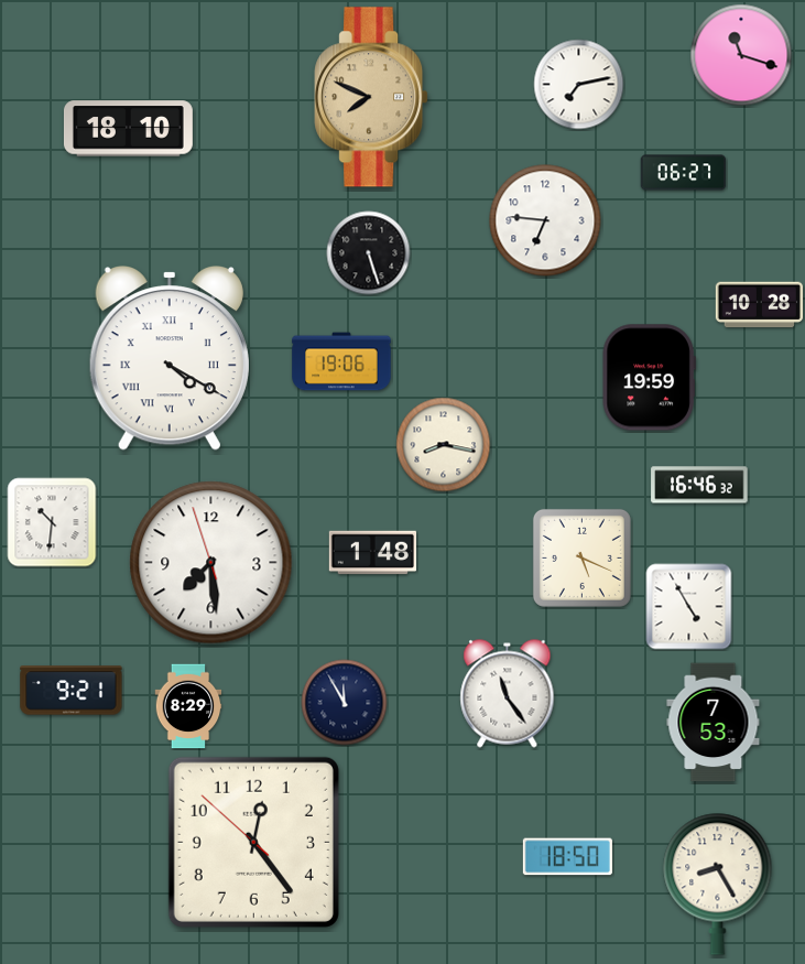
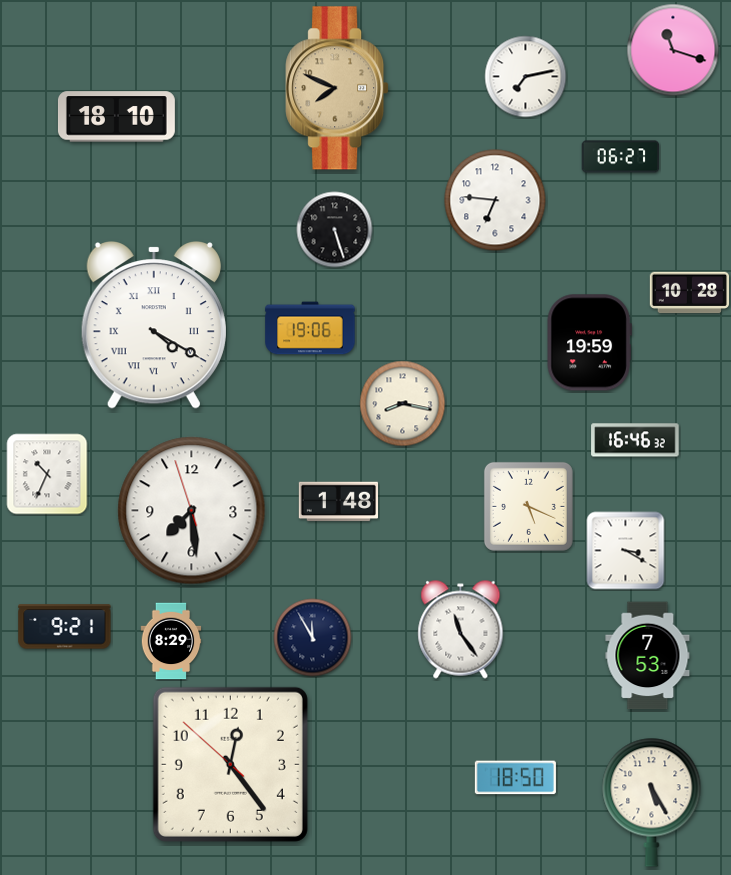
clock at (759, 305) position: (759, 305) -> (689, 293)
clock at (52, 522): 10:31 -> 10:34
clock at (689, 607): 4:55 -> 3:20
clock at (718, 884): 8:25 -> 5:25
